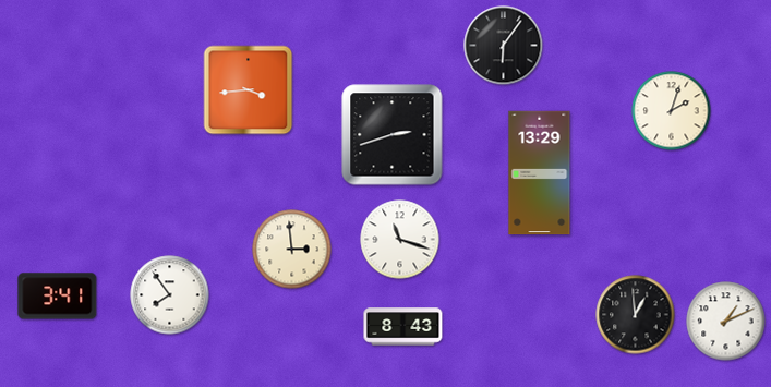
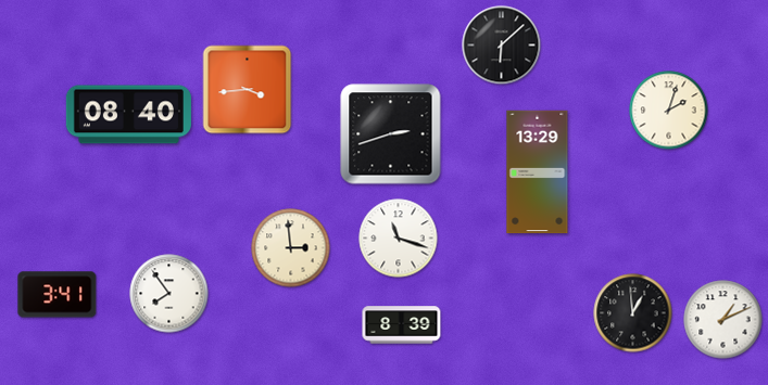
clock at (504, 46): 6:06 -> 6:08
clock at (128, 115): none -> 08:40
clock at (403, 327): 8:43 -> 8:39
